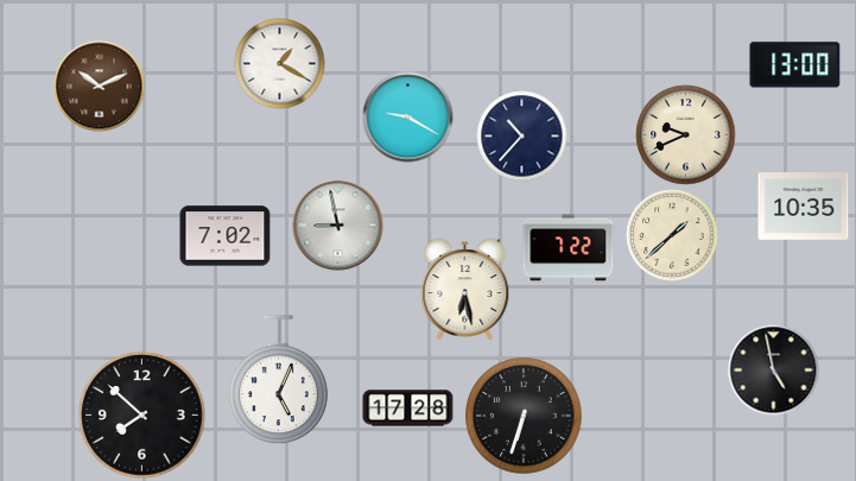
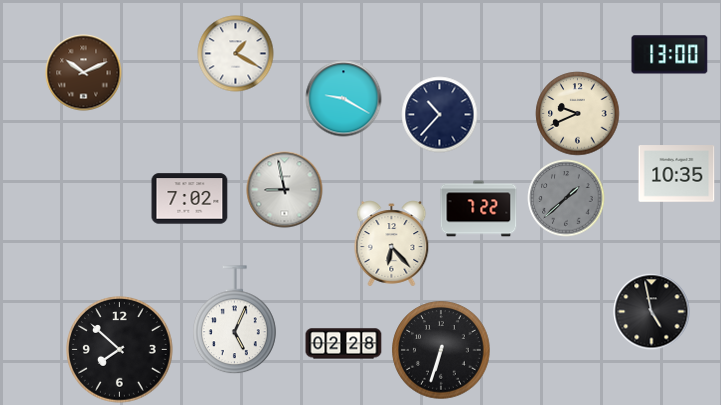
clock at (672, 235) dial: cream -> grey
clock at (465, 290): 6:28 -> 6:23
clock at (408, 409): 17:28 -> 02:28
